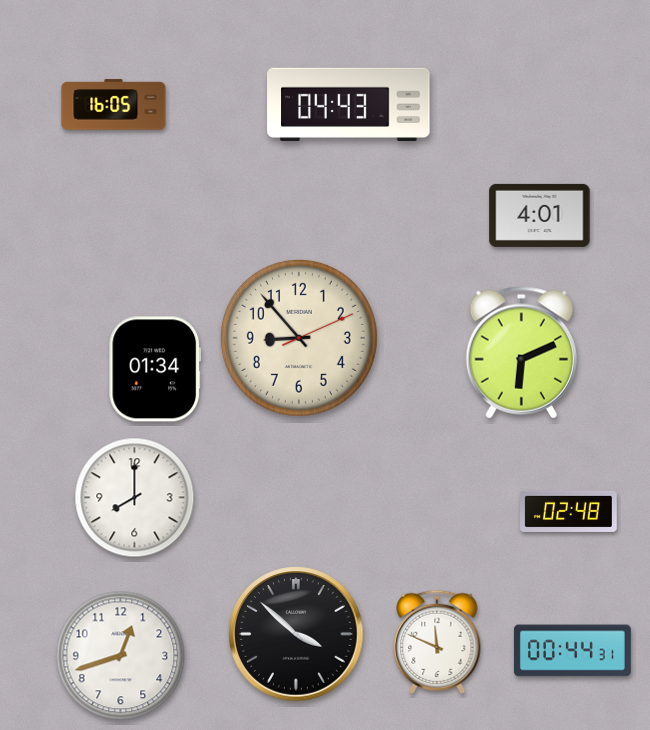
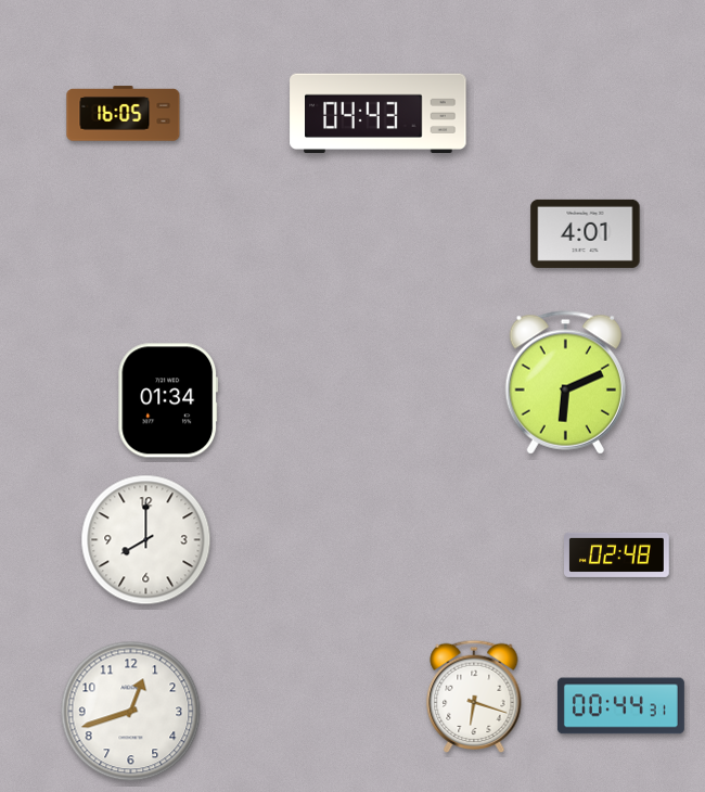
clock at (299, 338): 8:53 -> none
clock at (296, 634): 3:52 -> none
clock at (437, 641): 11:49 -> 6:18
